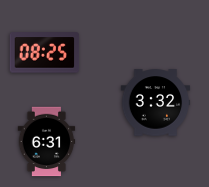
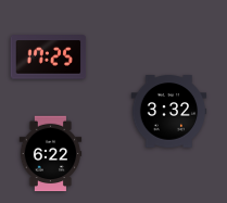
clock at (45, 53): 08:25 -> 17:25
clock at (47, 142): 6:31 -> 6:22
